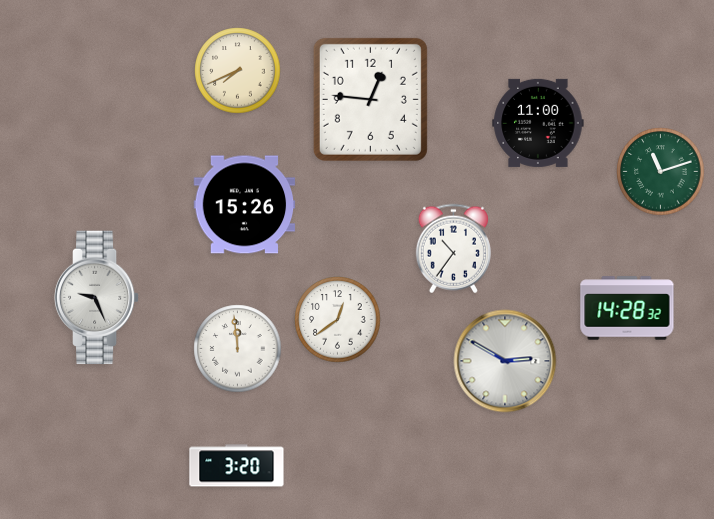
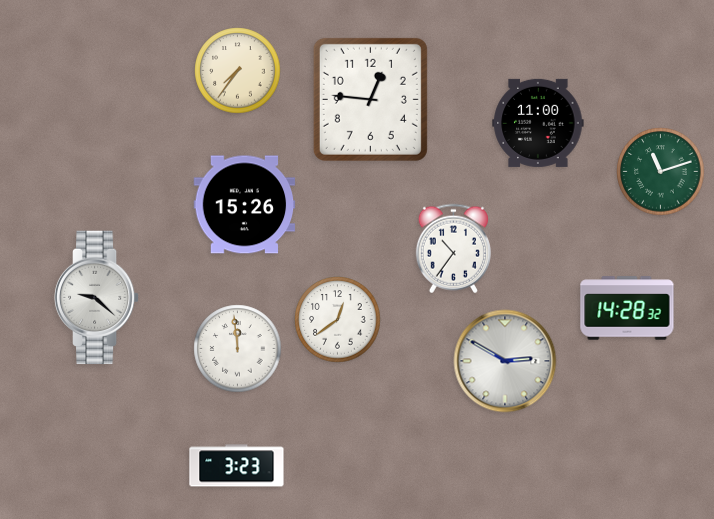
clock at (238, 71): 7:41 -> 7:36
clock at (97, 298): 9:26 -> 9:22
clock at (237, 466): 3:20 -> 3:23
